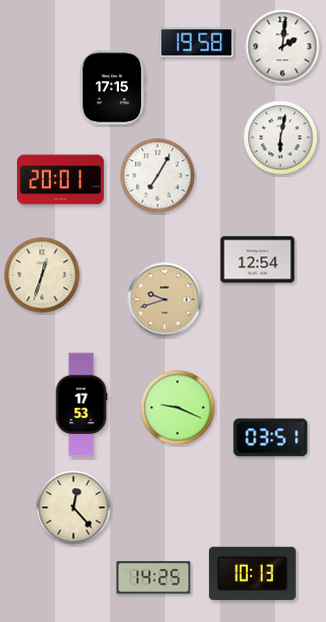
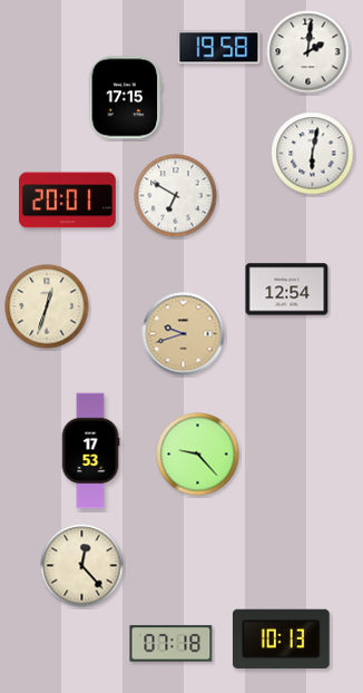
clock at (283, 47) position: (283, 47) -> (308, 52)
clock at (158, 176): 7:05 -> 6:50
clock at (178, 408): 9:19 -> 9:23
clock at (271, 438): 03:51 -> none
clock at (154, 578): 14:25 -> 07:18
